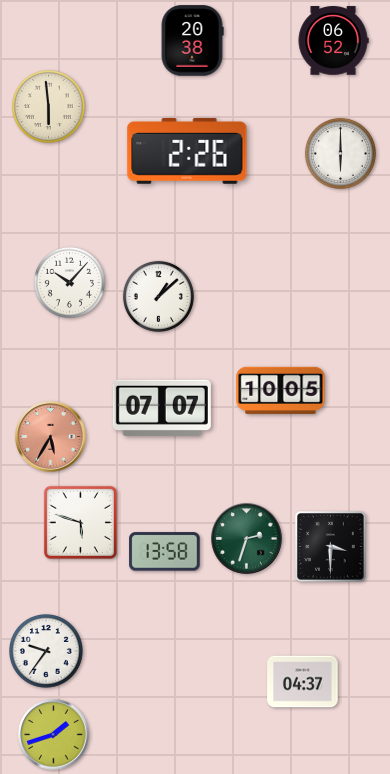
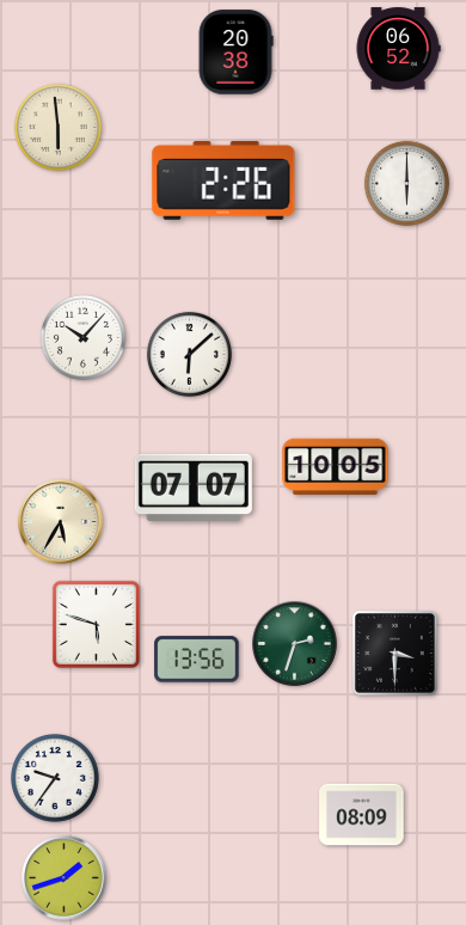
clock at (192, 41) position: (192, 41) -> (235, 53)
clock at (158, 296): 1:08 -> 6:08
clock at (51, 437) dial: salmon -> cream
clock at (165, 552): 13:58 -> 13:56
clock at (303, 682): 04:37 -> 08:09
